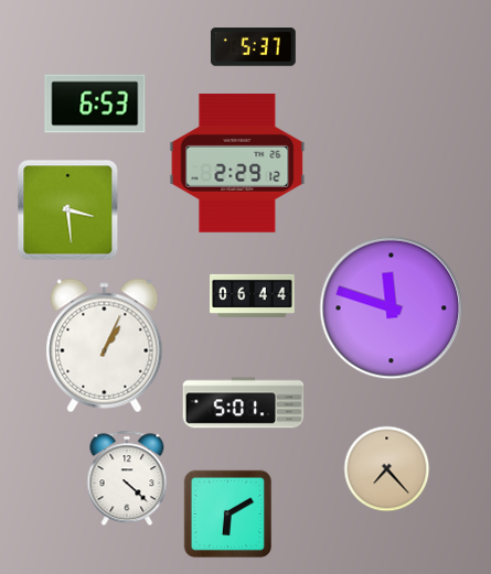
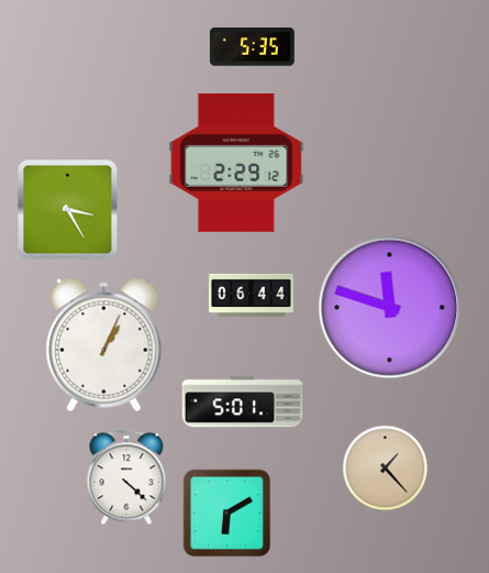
clock at (253, 47): 5:37 -> 5:35
clock at (95, 104): 6:53 -> none
clock at (67, 209): 3:29 -> 3:25
clock at (386, 468): 7:23 -> 1:23
